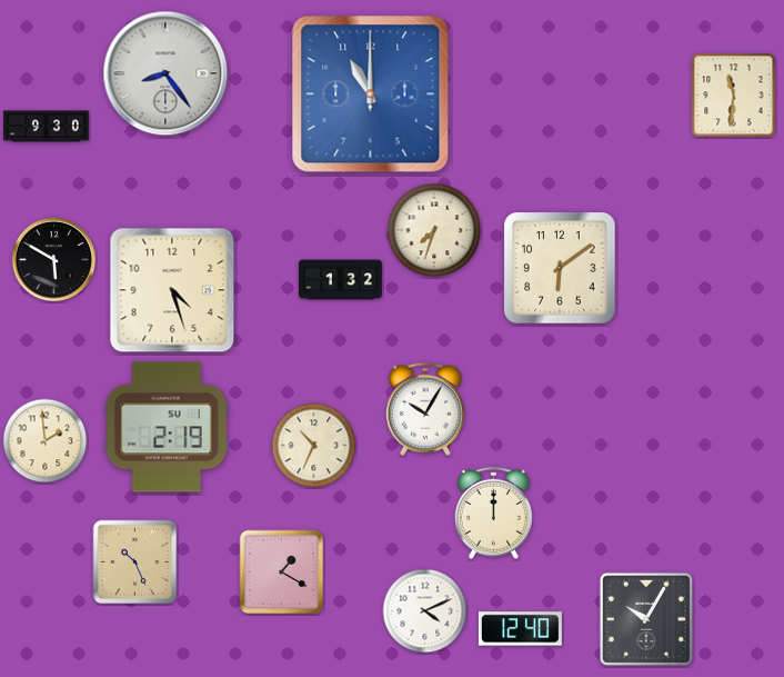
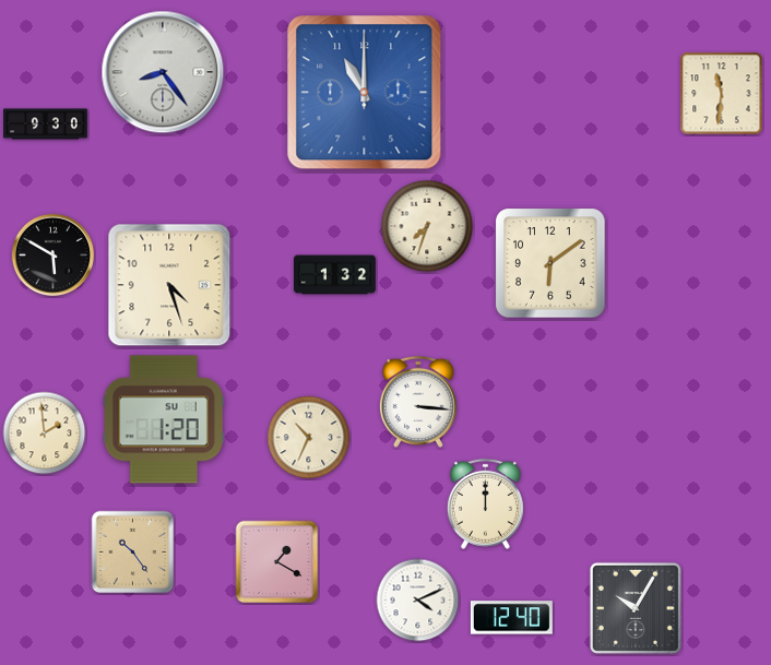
clock at (425, 409): 10:05 -> 3:16
clock at (167, 427): 2:19 -> 1:20
clock at (135, 562): 10:26 -> 10:24
